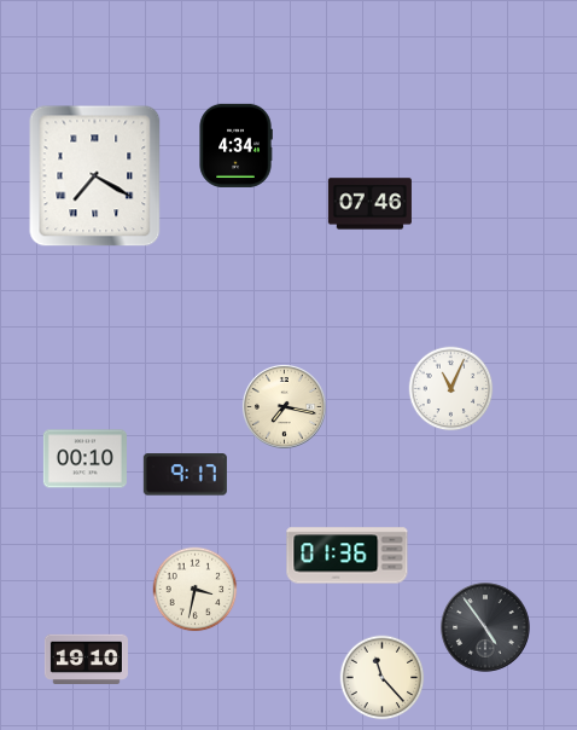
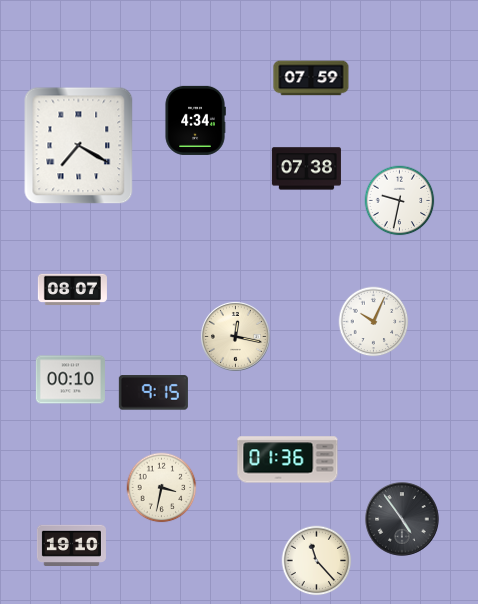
clock at (311, 78): none -> 07:59
clock at (369, 204): 07:46 -> 07:38
clock at (400, 201): none -> 9:32
clock at (72, 290): none -> 08:07
clock at (451, 389): 11:04 -> 10:04
clock at (284, 406): 7:17 -> 12:17
clock at (185, 475): 9:17 -> 9:15
